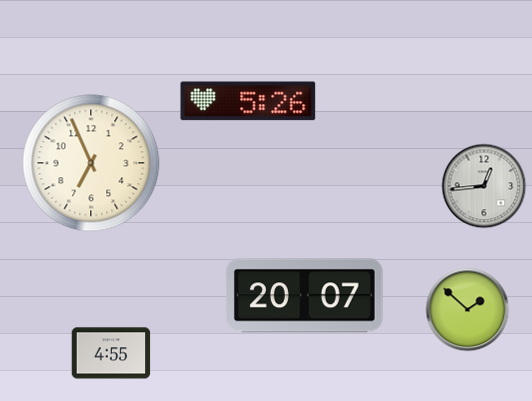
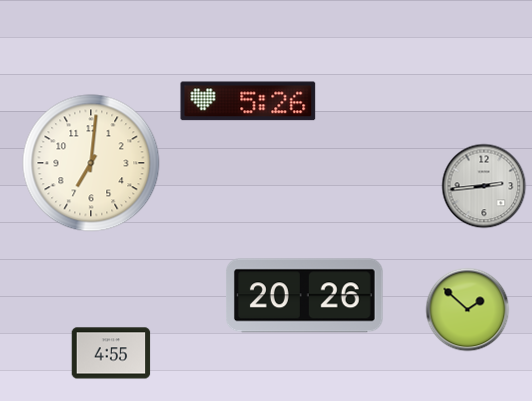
clock at (91, 163): 6:56 -> 7:01
clock at (484, 186): 12:44 -> 2:44
clock at (304, 296): 20:07 -> 20:26
